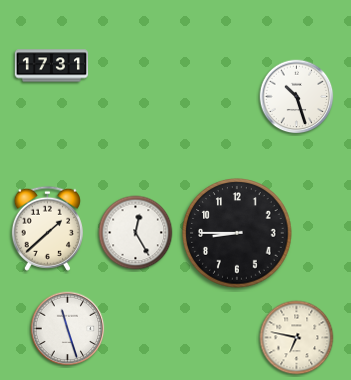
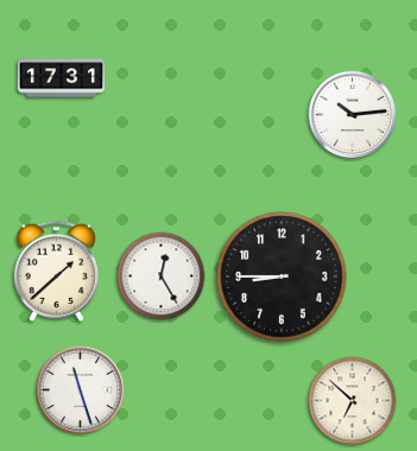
clock at (297, 97): 10:27 -> 10:14
clock at (297, 338): 6:47 -> 6:52
